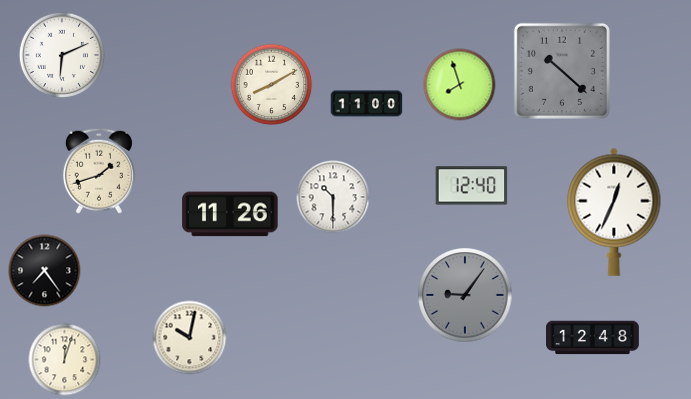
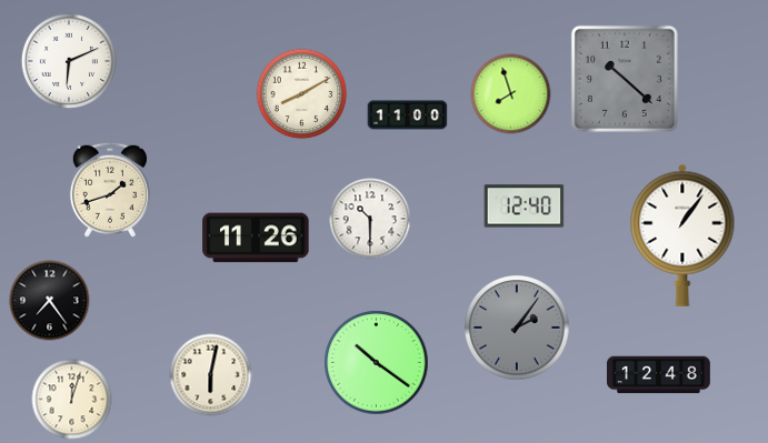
clock at (614, 212): 12:34 -> 1:06
clock at (465, 295): 9:06 -> 2:06
clock at (377, 363): none -> 10:21
clock at (190, 338): 10:02 -> 6:02
